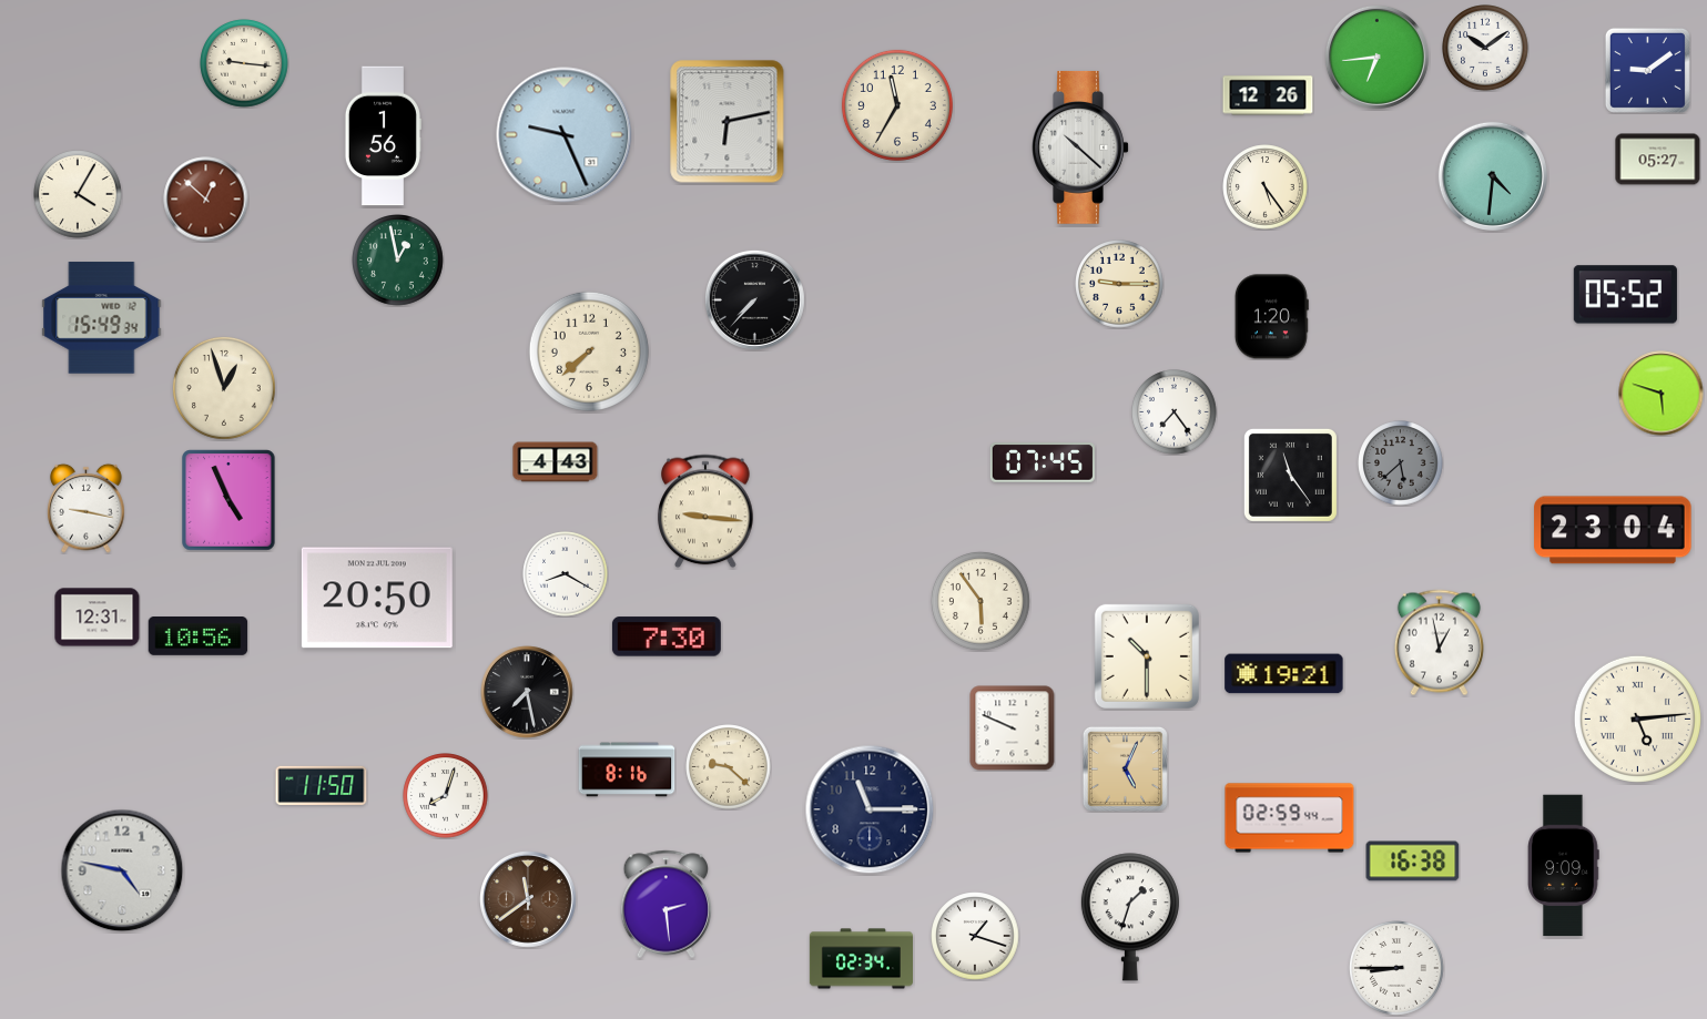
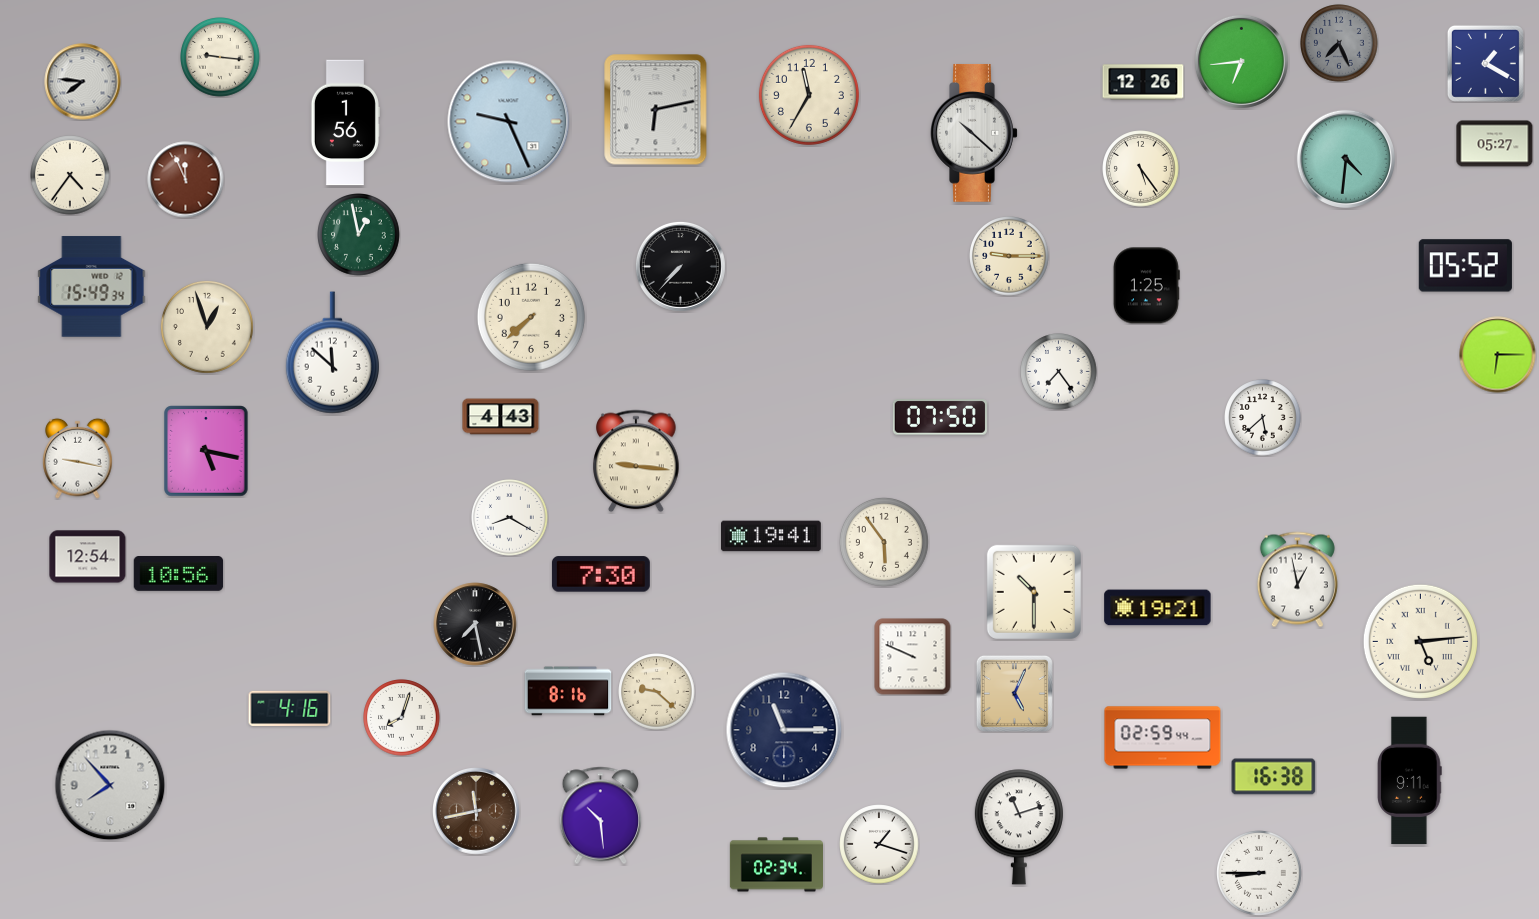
clock at (1485, 48): 10:09 -> 7:26
clock at (1485, 48) dial: white -> grey
clock at (1376, 57) position: (1376, 57) -> (1241, 61)
clock at (1647, 70): 9:09 -> 1:20
clock at (83, 82): none -> 7:46
clock at (1268, 95) position: (1268, 95) -> (1143, 82)
clock at (78, 194): 4:05 -> 4:36
clock at (206, 200): 12:52 -> 11:56
clock at (754, 299) position: (754, 299) -> (680, 266)
clock at (1271, 317): 1:20 -> 1:25
clock at (224, 388) position: (224, 388) -> (207, 327)
clock at (332, 353): none -> 11:52
clock at (1662, 394): 5:48 -> 6:15
clock at (1043, 462): 07:45 -> 07:50
clock at (1401, 463) dial: grey -> white
clock at (1290, 475): 11:24 -> none
clock at (228, 500): 4:56 -> 5:17
clock at (1613, 530): 23:04 -> none
clock at (772, 536): none -> 19:41
clock at (377, 598): 20:50 -> none
clock at (98, 618): 12:31 -> 12:54
clock at (1637, 719) position: (1637, 719) -> (1420, 641)
clock at (627, 770) position: (627, 770) -> (568, 691)
clock at (322, 785): 11:50 -> 4:16
clock at (1564, 866): 9:09 -> 9:11
clock at (122, 870): 4:47 -> 7:53
clock at (529, 900): 11:39 -> 11:43
clock at (667, 905): 2:29 -> 10:29
clock at (1130, 917): 1:33 -> 11:12
